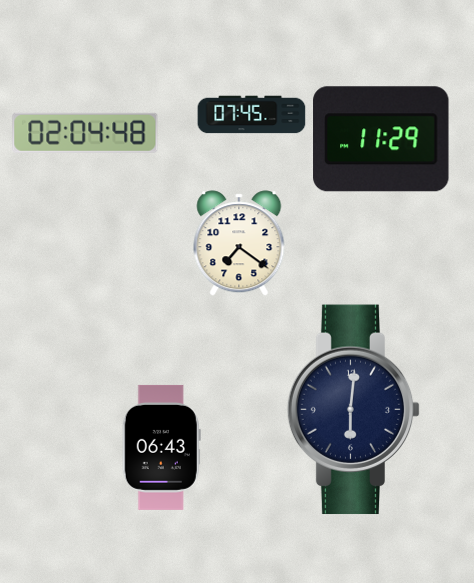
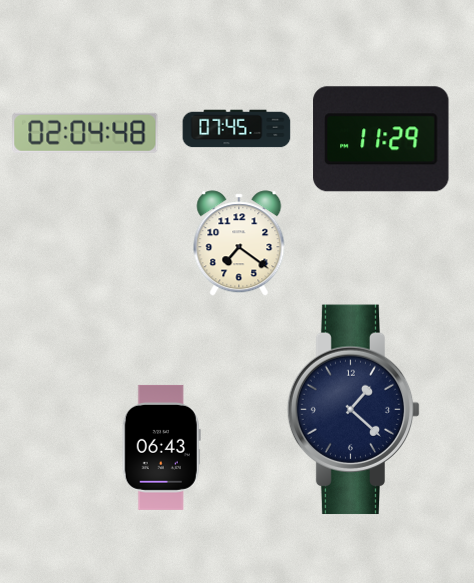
clock at (252, 115) position: (252, 115) -> (237, 129)
clock at (354, 410): 6:01 -> 1:22
